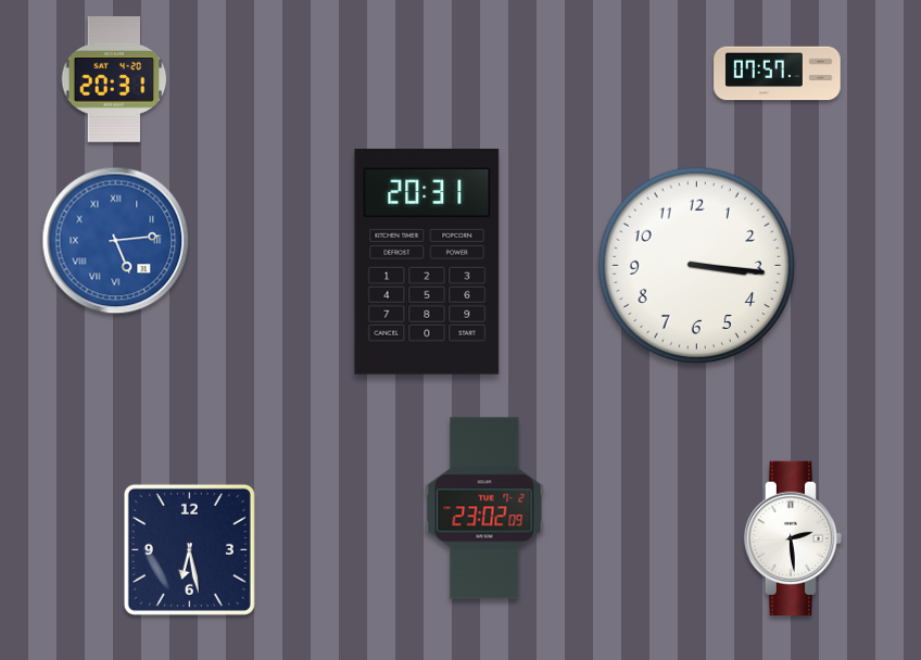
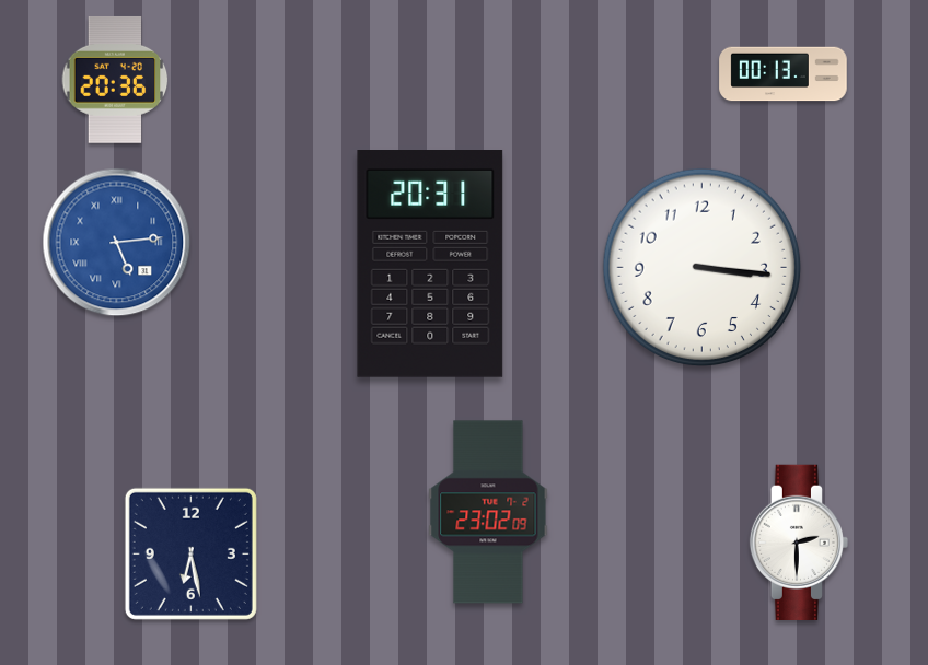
clock at (778, 74): 07:57 -> 00:13
clock at (114, 79): 20:31 -> 20:36
clock at (792, 537): 2:29 -> 2:30
